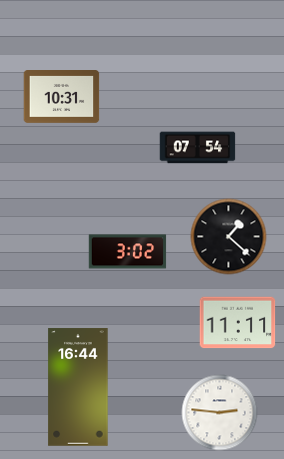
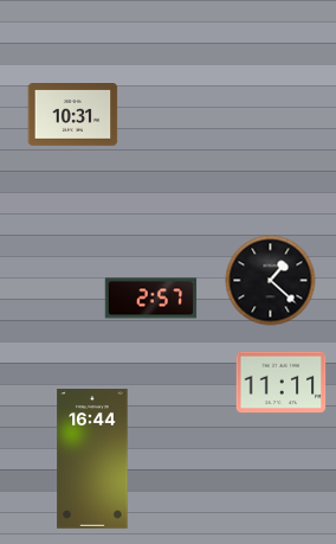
clock at (198, 148): 07:54 -> none
clock at (128, 252): 3:02 -> 2:57
clock at (220, 413): 2:46 -> none
